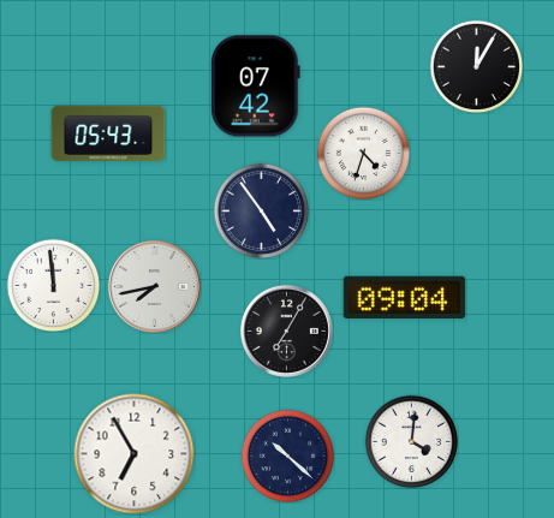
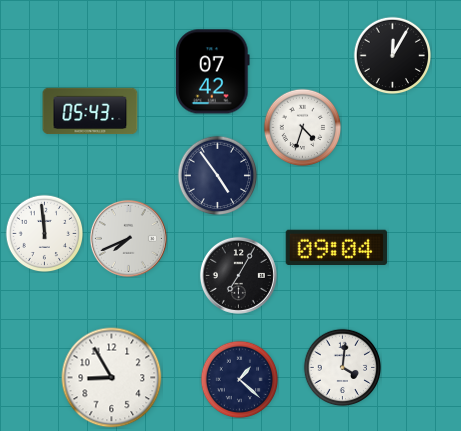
clock at (476, 66) position: (476, 66) -> (392, 55)
clock at (53, 285) position: (53, 285) -> (44, 233)
clock at (154, 286): 7:43 -> 7:41
clock at (135, 454): 6:55 -> 8:55
clock at (287, 456): 10:22 -> 1:22
